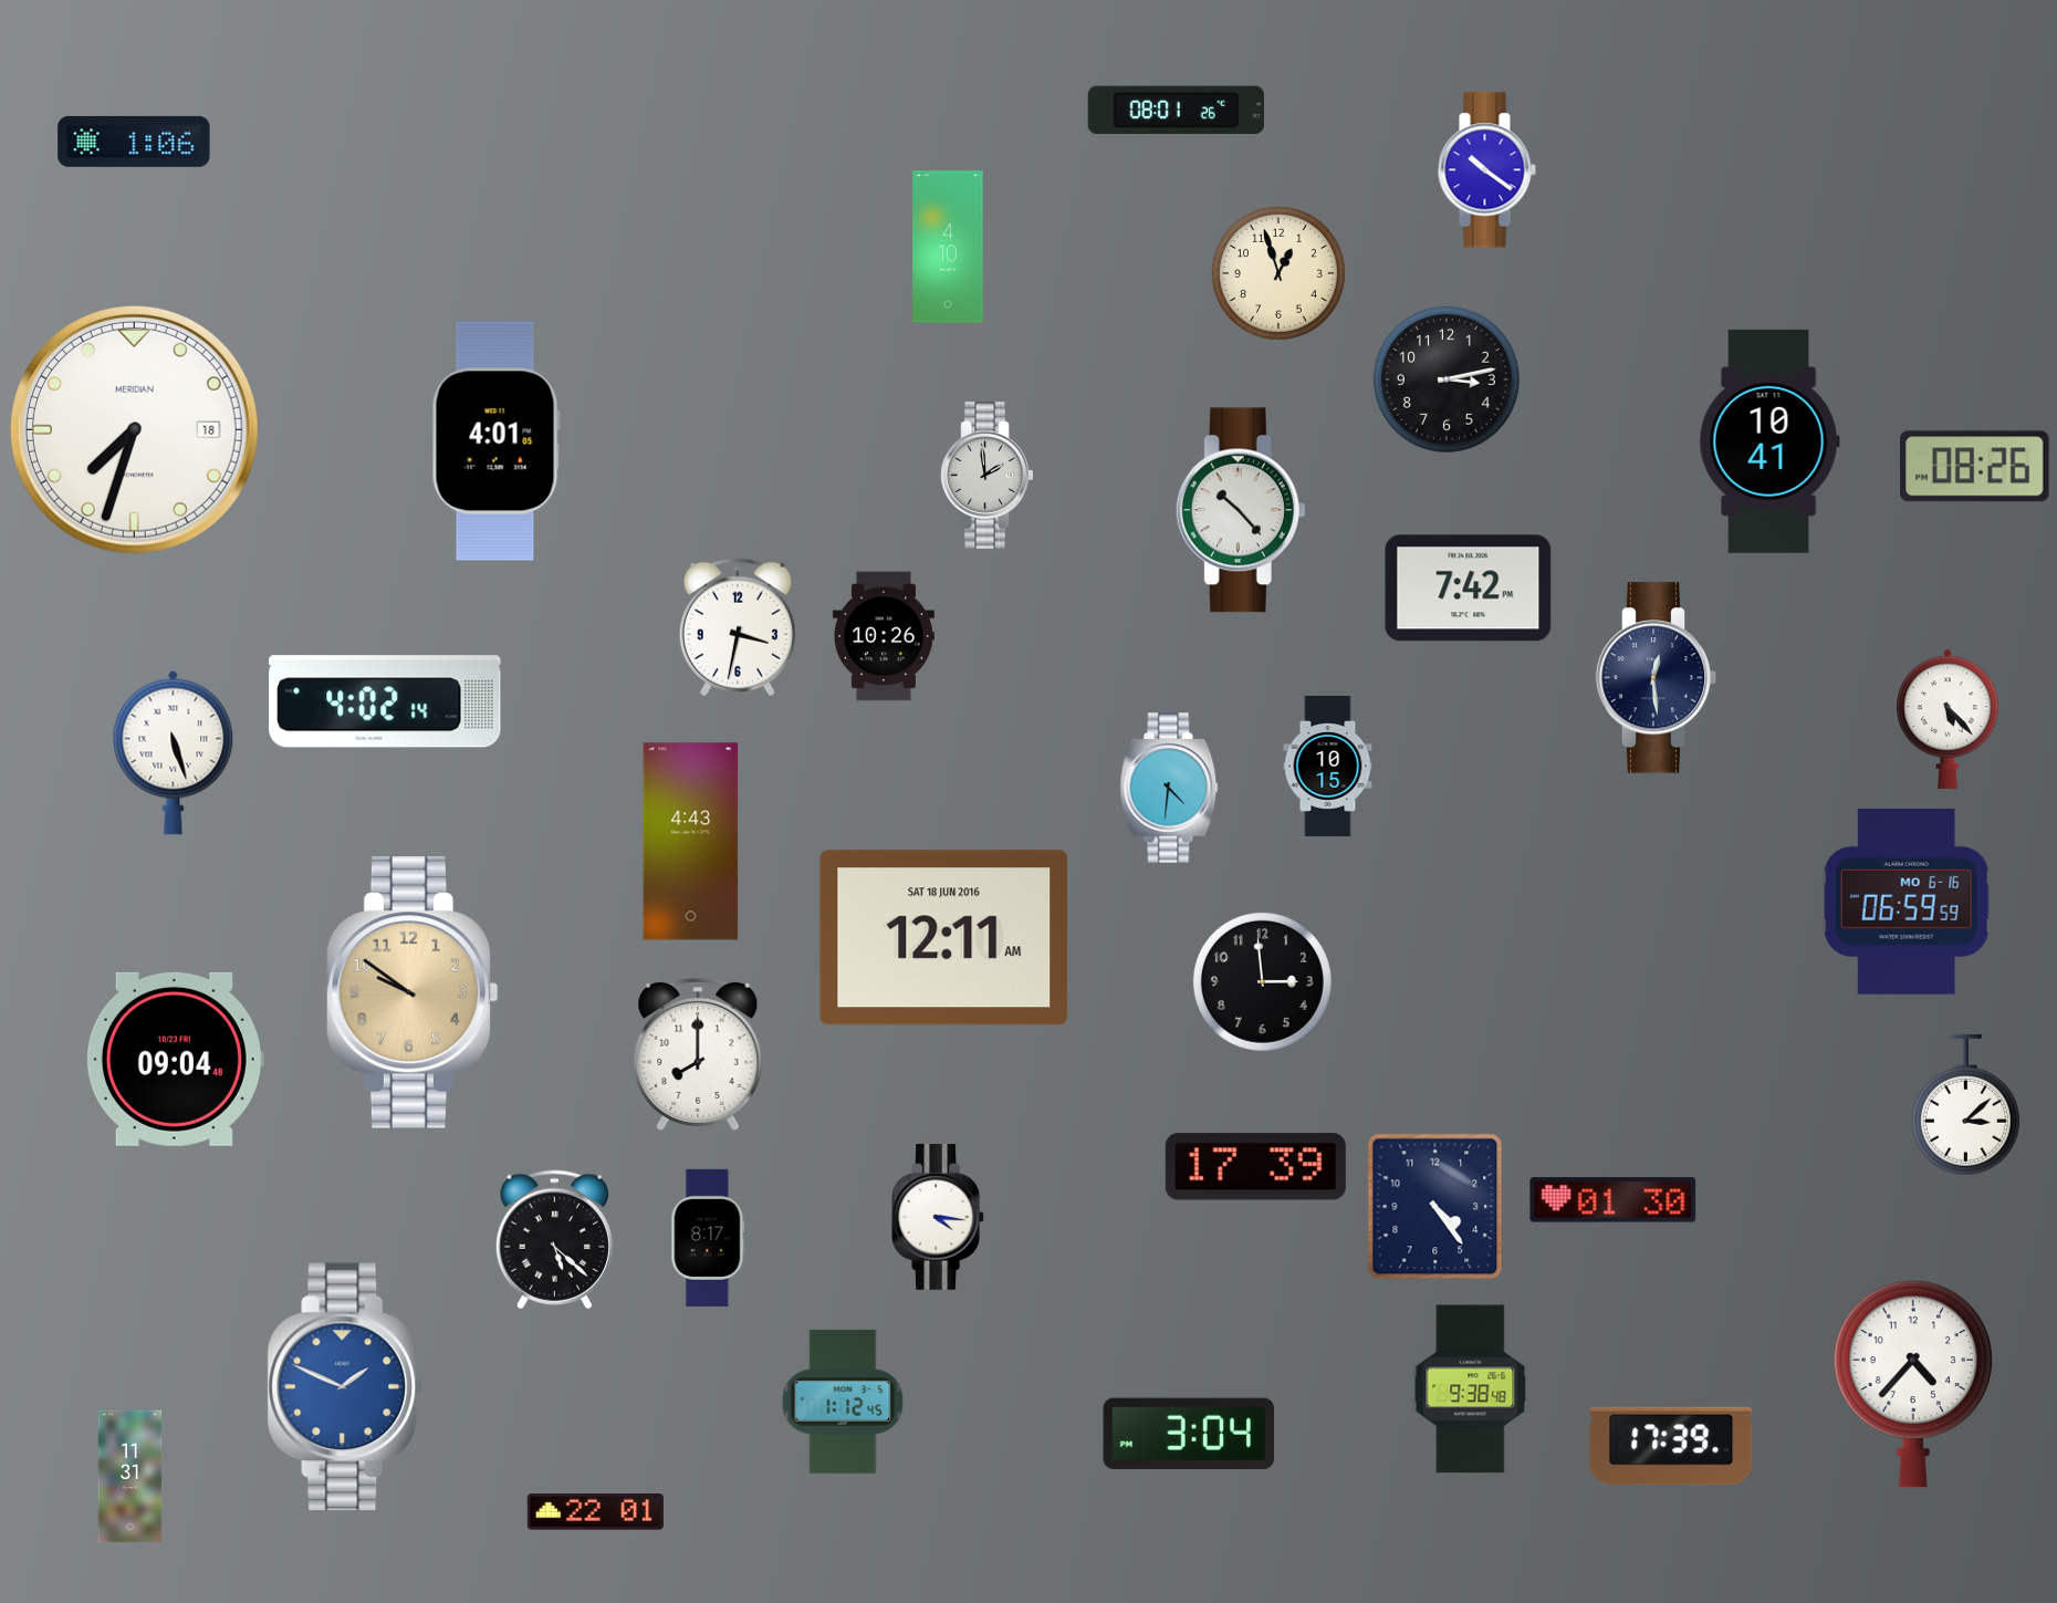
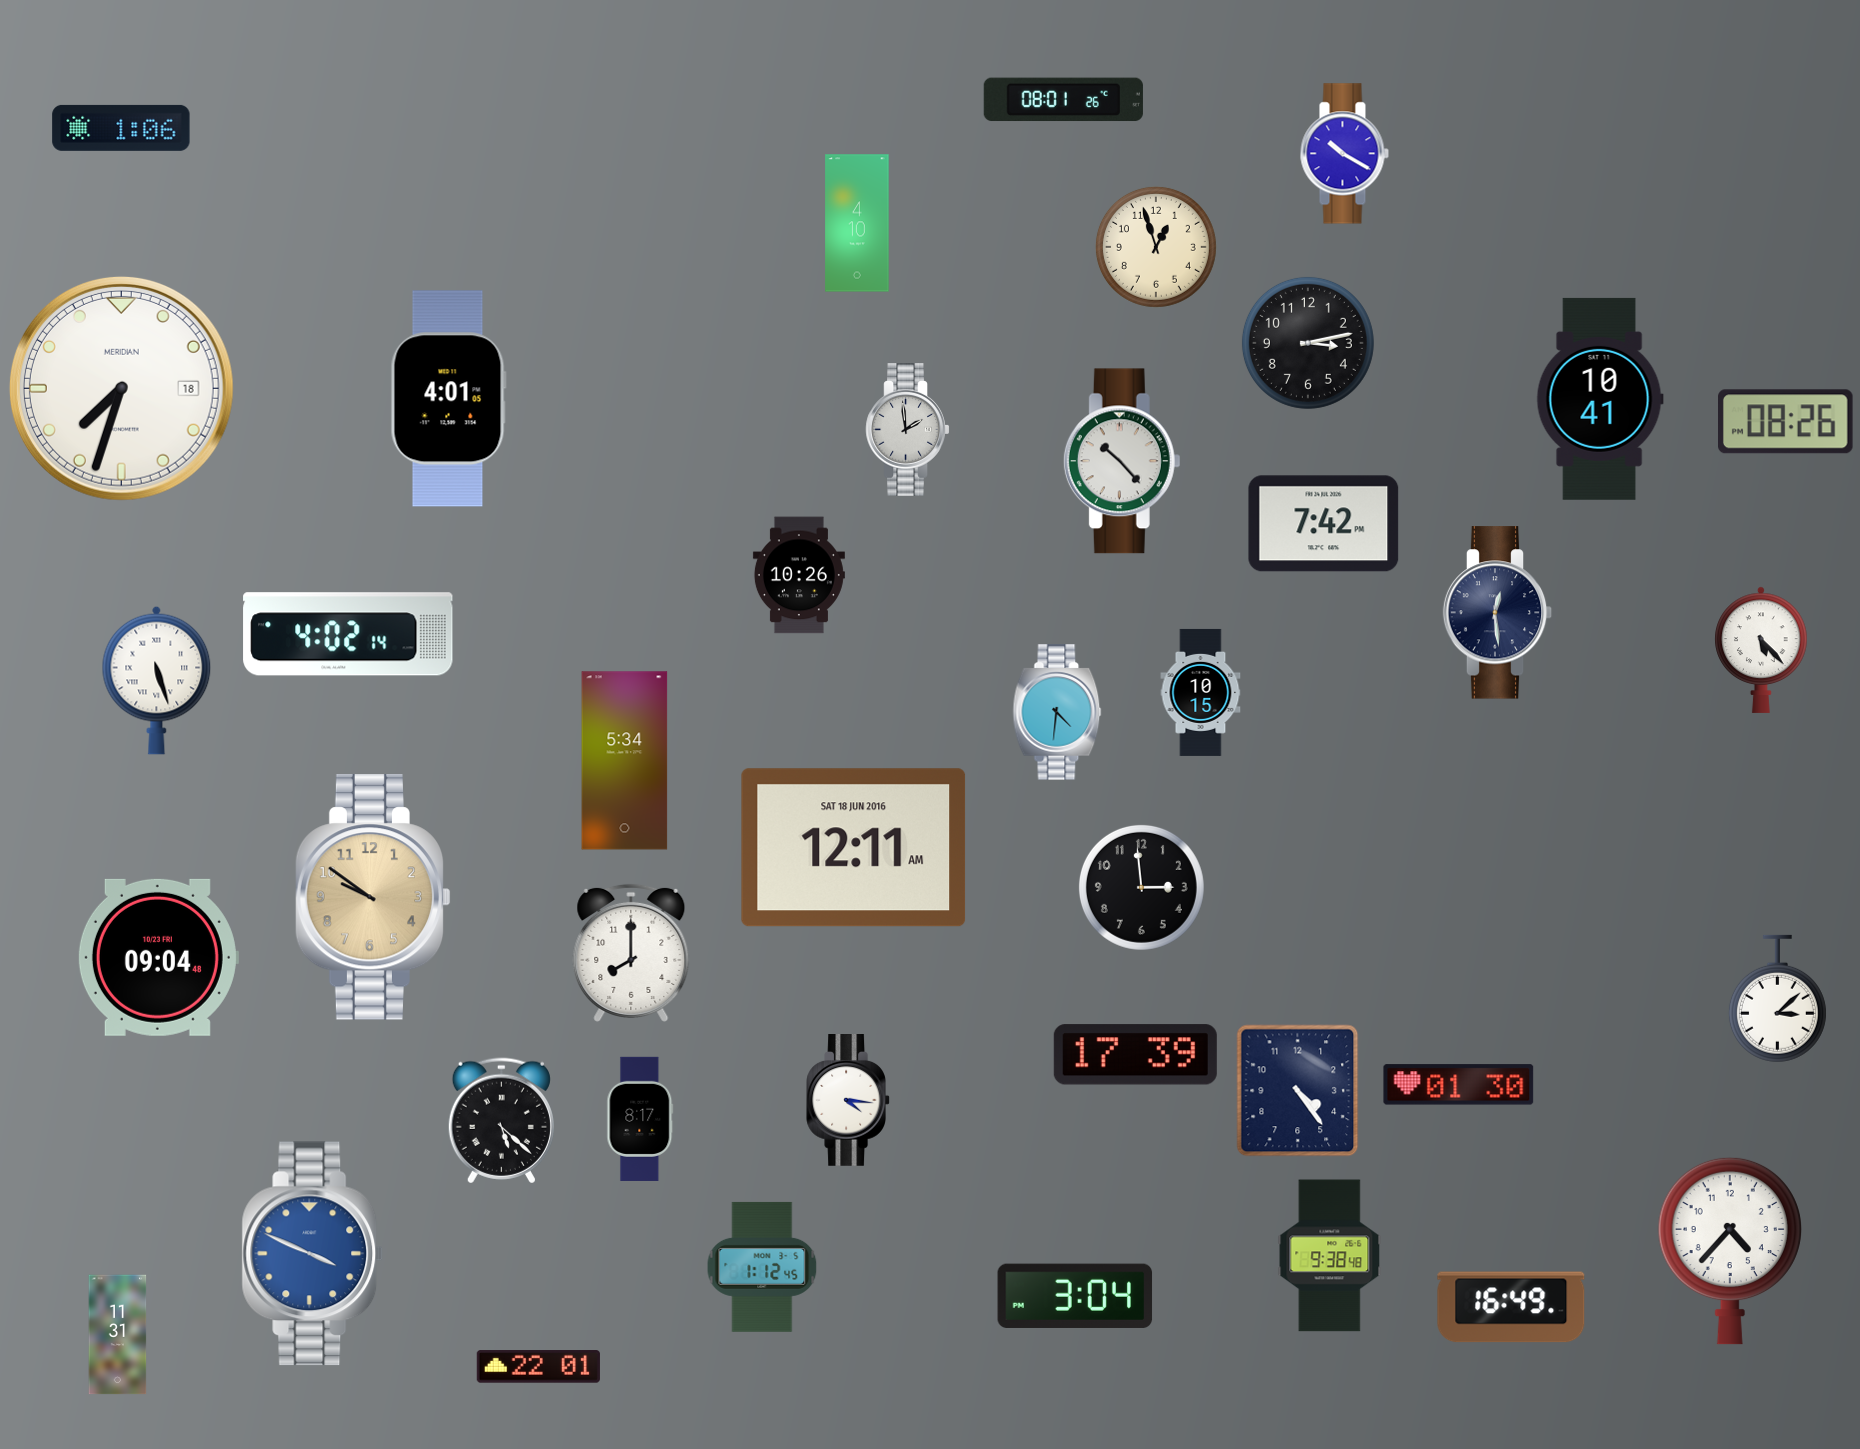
clock at (1486, 170): 10:21 -> 10:20
clock at (988, 476) position: (988, 476) -> (908, 430)
clock at (1469, 589) position: (1469, 589) -> (1324, 524)
clock at (738, 627): 3:32 -> none
clock at (691, 842): 4:43 -> 5:34
clock at (1907, 902): 06:59 -> none
clock at (346, 1387): 1:49 -> 3:49
clock at (1671, 1446): 17:39 -> 16:49
